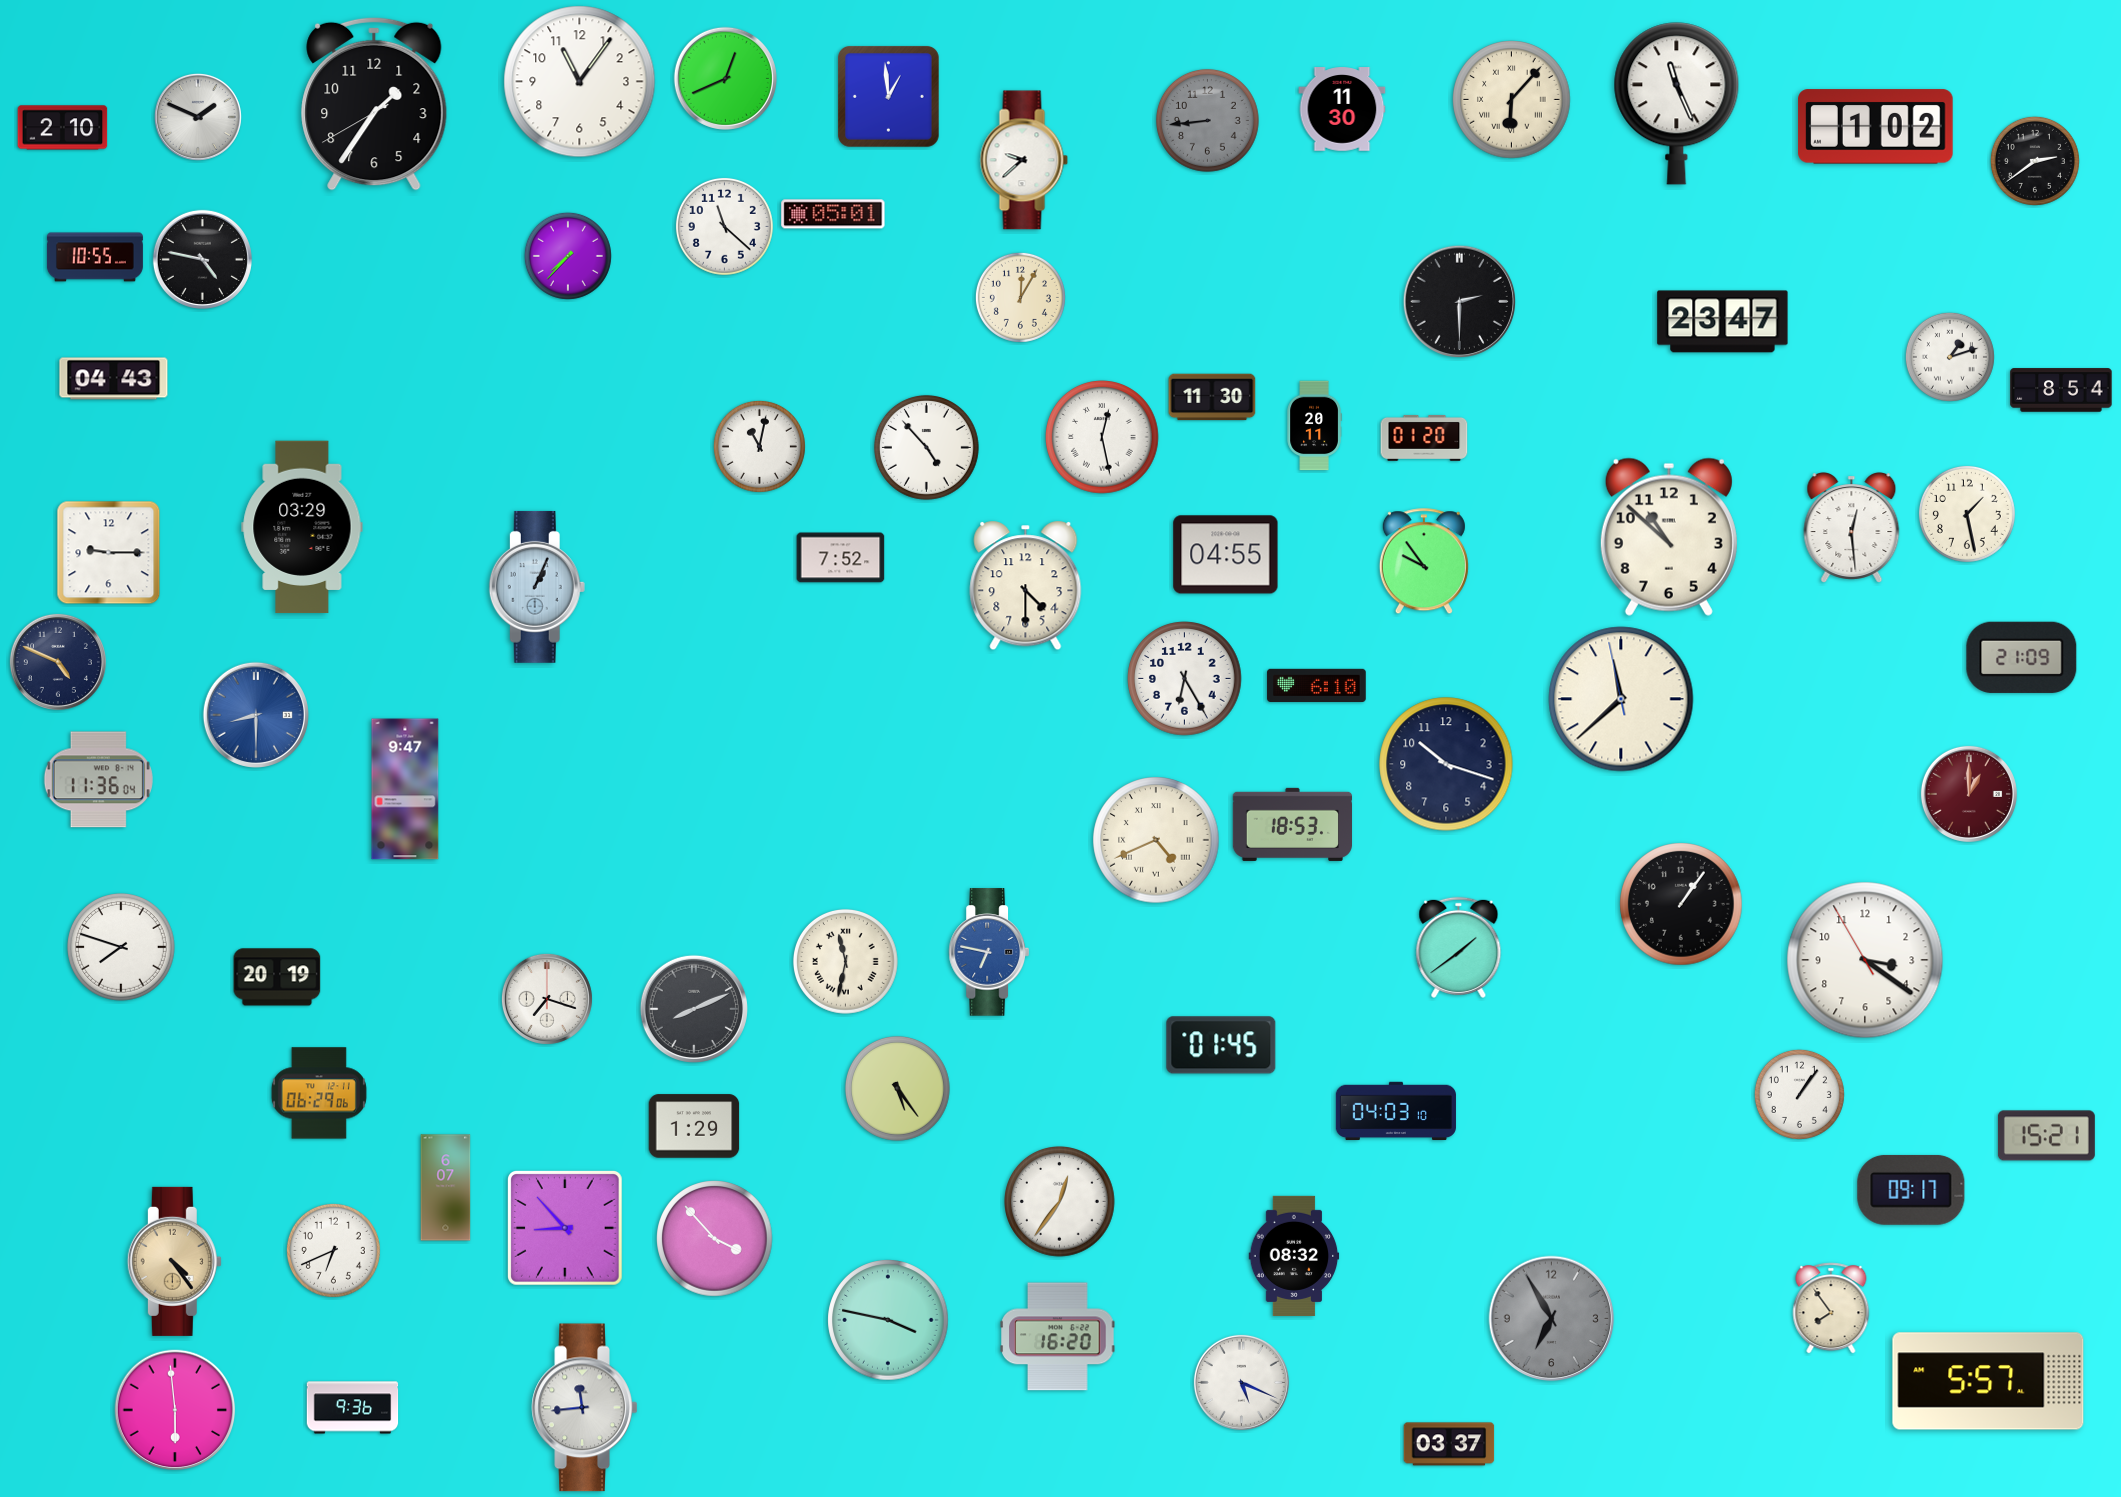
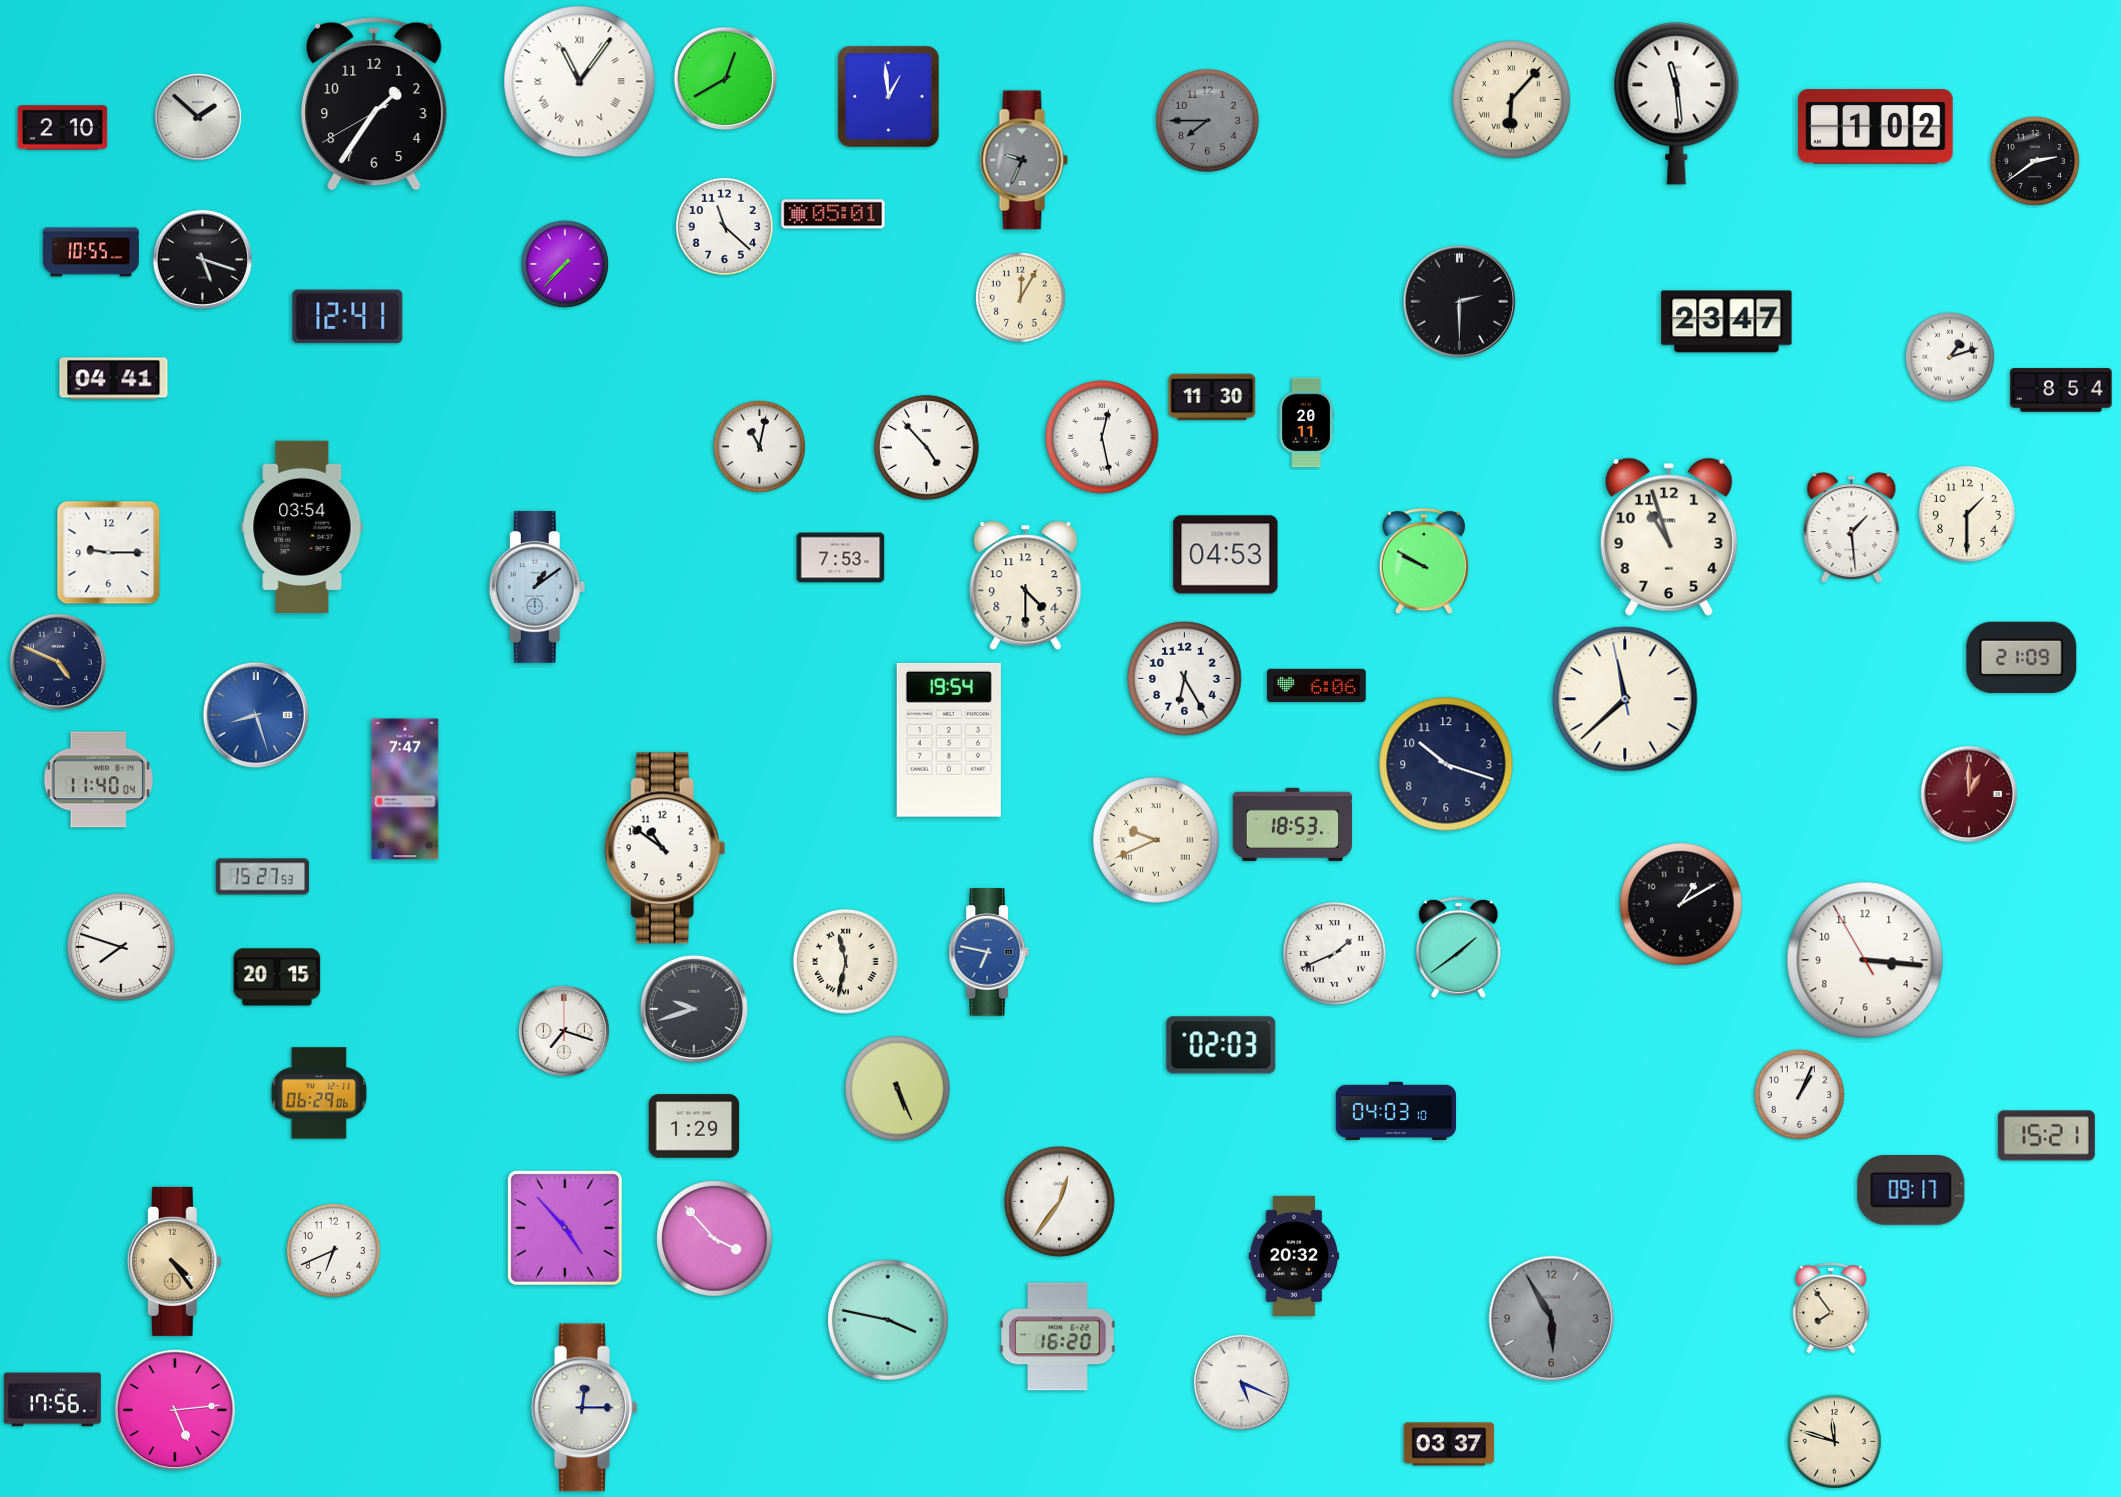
clock at (725, 78): 12:41 -> 12:40
clock at (580, 82) numerals: Arabic -> Roman
clock at (1677, 104): 11:26 -> 11:29
clock at (1342, 109): 11:30 -> none
clock at (198, 117): 1:49 -> 1:52
clock at (1207, 120): 8:44 -> 7:45
clock at (1024, 160): 9:38 -> 9:34
clock at (1024, 160) dial: white -> grey
clock at (568, 256) position: (568, 256) -> (565, 264)
clock at (95, 257) position: (95, 257) -> (91, 252)
clock at (202, 259): 4:47 -> 5:18
clock at (348, 317): none -> 12:41
clock at (1723, 322) position: (1723, 322) -> (1727, 322)
clock at (114, 379): 04:43 -> 04:41
clock at (1314, 426) position: (1314, 426) -> (1306, 423)
clock at (1424, 438): 01:20 -> none
clock at (1967, 514): 1:28 -> 1:30
clock at (302, 527): 03:29 -> 03:54
clock at (1852, 528): 12:29 -> 1:29
clock at (1669, 537): 10:52 -> 10:57
clock at (1226, 555): 04:55 -> 04:53
clock at (841, 558): 7:52 -> 7:53
clock at (1424, 562): 9:54 -> 9:50
clock at (537, 587): 1:04 -> 1:09
clock at (1317, 685): 6:10 -> 6:06
clock at (1621, 699) position: (1621, 699) -> (1625, 699)
clock at (256, 715): 8:30 -> 8:27
clock at (949, 740): none -> 19:54
clock at (98, 780): 11:36 -> 11:40
clock at (405, 789): 9:47 -> 7:47
clock at (1156, 840): 4:41 -> 9:41
clock at (665, 848): none -> 10:51
clock at (262, 877): none -> 15:27
clock at (1681, 904): 1:06 -> 1:10
clock at (1334, 953): none -> 1:41
clock at (1865, 960): 3:20 -> 3:15
clock at (277, 977): 20:19 -> 20:15
clock at (547, 999) position: (547, 999) -> (564, 1031)
clock at (694, 1009): 8:11 -> 9:42
clock at (1221, 1045): 01:45 -> 02:03
clock at (897, 1088): 5:24 -> 5:26
clock at (1799, 1094): 1:06 -> 1:04
clock at (446, 1188): 6:07 -> none
clock at (565, 1228): 8:53 -> 4:53
clock at (1294, 1255): 08:32 -> 20:32
clock at (1552, 1319): 6:55 -> 5:55
clock at (1988, 1381): 5:57 -> none
clock at (52, 1400): none -> 17:56
clock at (353, 1408): 9:36 -> none
clock at (585, 1408): 11:44 -> 12:15
clock at (175, 1410): 5:59 -> 5:14
clock at (1834, 1441): none -> 11:48
